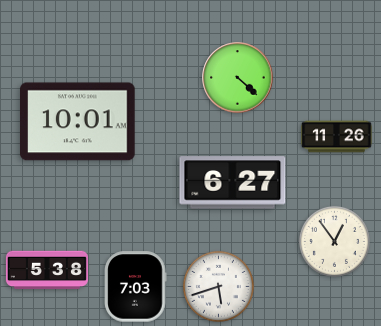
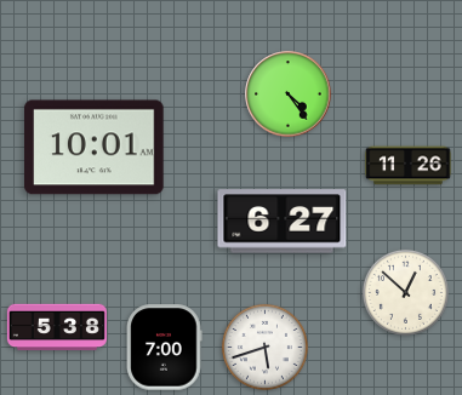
clock at (238, 78): 4:22 -> 4:24
clock at (334, 241): 12:54 -> 12:52
clock at (136, 287): 7:03 -> 7:00
